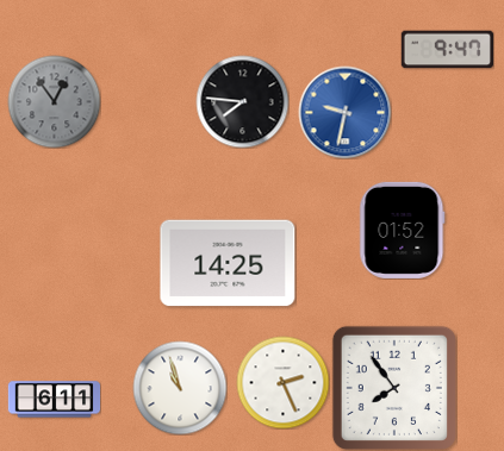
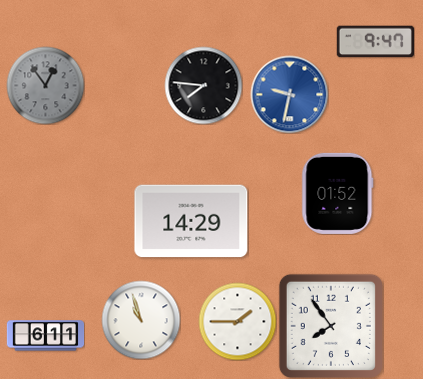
clock at (228, 263): 14:25 -> 14:29
clock at (282, 382): 2:26 -> 1:45
clock at (180, 388) position: (180, 388) -> (141, 320)
